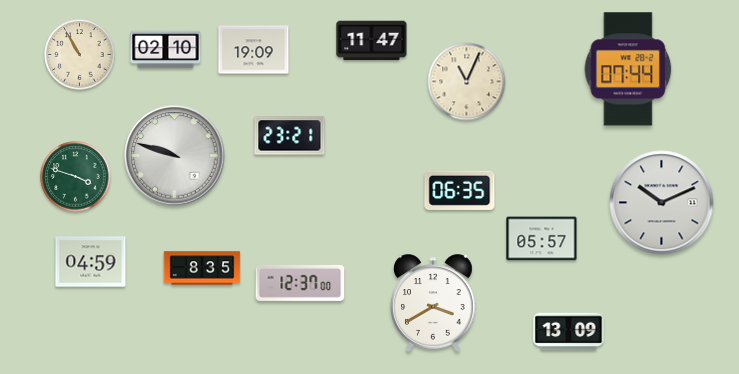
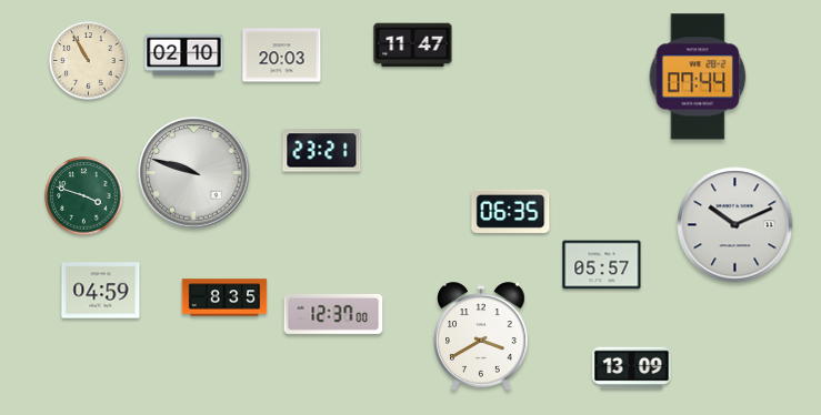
clock at (254, 50): 19:09 -> 20:03
clock at (467, 82): 11:04 -> none
